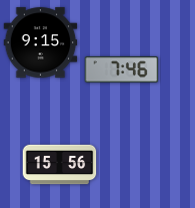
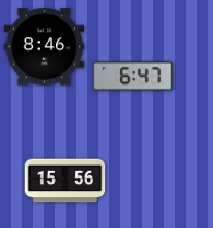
clock at (41, 43): 9:15 -> 8:46
clock at (122, 70): 7:46 -> 6:47
